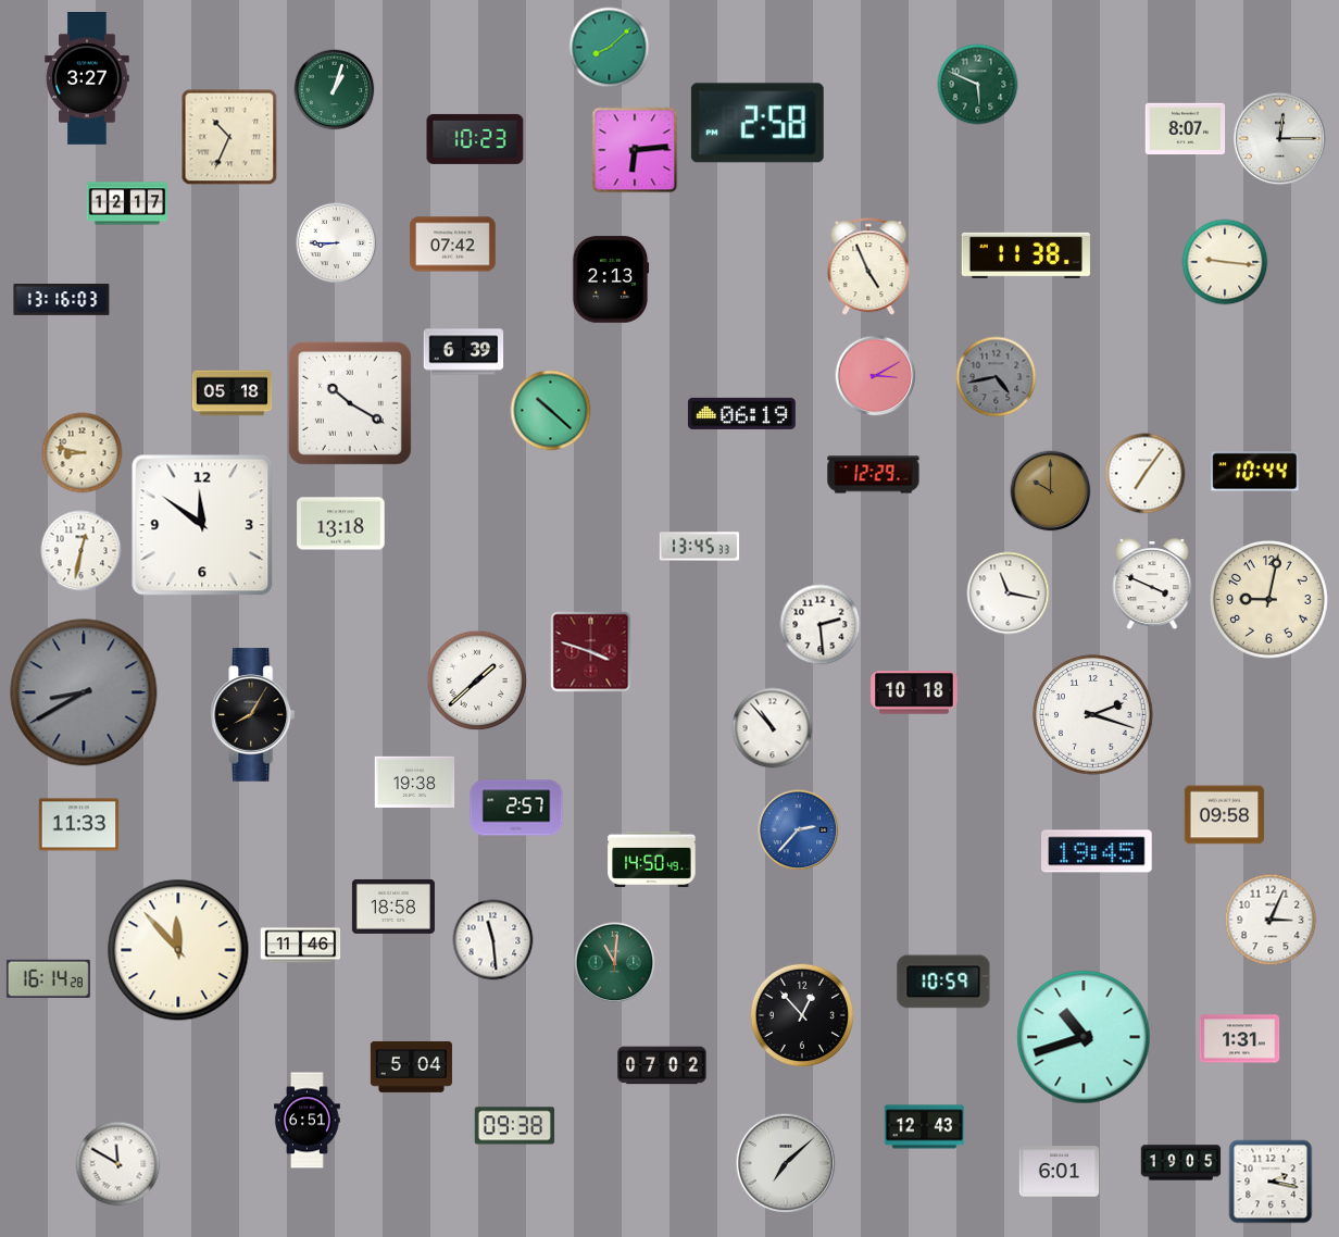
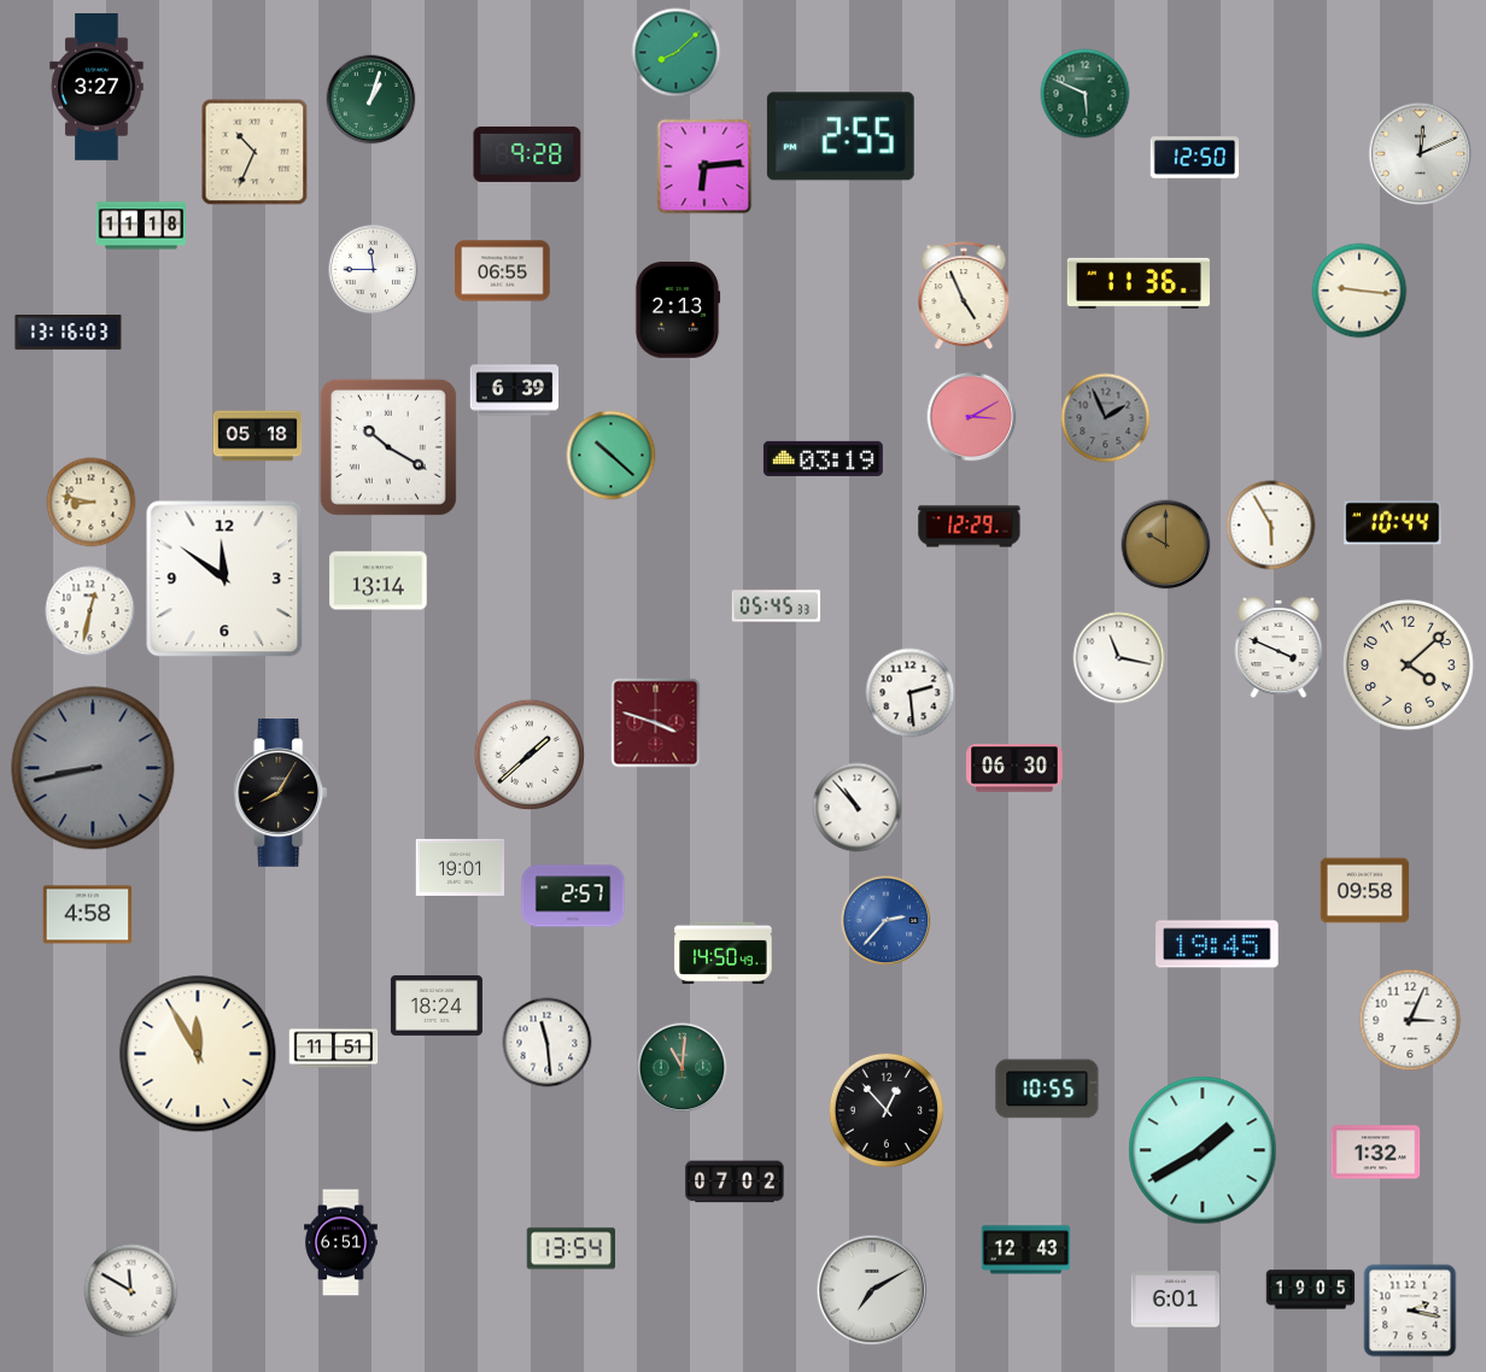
clock at (758, 123): 2:58 -> 2:55
clock at (1186, 129): 8:07 -> none
clock at (475, 139): 10:23 -> 9:28
clock at (1280, 139): 12:15 -> 12:11
clock at (1195, 158): none -> 12:50
clock at (127, 203): 12:17 -> 11:18
clock at (337, 243): 8:45 -> 11:45
clock at (453, 245): 07:42 -> 06:55
clock at (1026, 255): 11:38 -> 11:36
clock at (997, 377): 4:43 -> 1:56
clock at (741, 413): 06:19 -> 03:19
clock at (1146, 474): 7:06 -> 5:55
clock at (341, 524): 13:18 -> 13:14
clock at (202, 525) position: (202, 525) -> (224, 579)
clock at (700, 547): 13:45 -> 05:45
clock at (1269, 600): 9:02 -> 4:08
clock at (84, 692): 8:40 -> 8:43
clock at (914, 692): 10:18 -> 06:30
clock at (1093, 715): 2:18 -> none
clock at (415, 782): 19:38 -> 19:01
clock at (1225, 815) position: (1225, 815) -> (1365, 891)
clock at (79, 825): 11:33 -> 4:58
clock at (393, 907): 18:58 -> 18:24
clock at (301, 946): 11:46 -> 11:51
clock at (178, 950): 11:53 -> 11:55
clock at (48, 978): 16:14 -> none
clock at (943, 982): 10:59 -> 10:55
clock at (801, 1014) position: (801, 1014) -> (885, 1109)
clock at (1084, 1037): 10:42 -> 1:40
clock at (1240, 1039): 1:31 -> 1:32
clock at (411, 1066): 5:04 -> none
clock at (515, 1126): 09:38 -> 13:54
clock at (786, 1163): 7:08 -> 7:10
